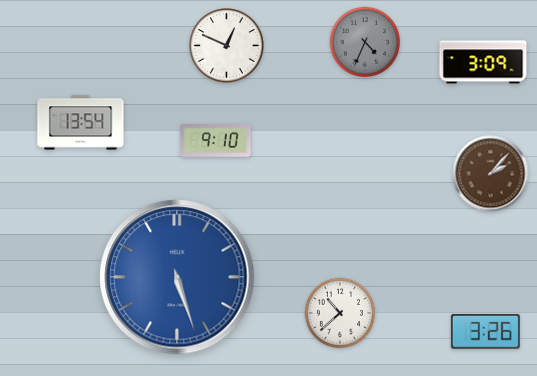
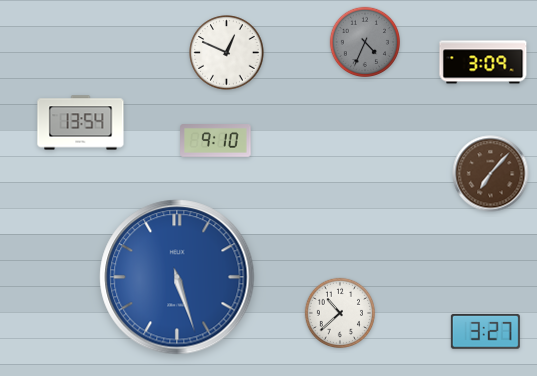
clock at (227, 46) position: (227, 46) -> (227, 53)
clock at (491, 174): 2:07 -> 7:07
clock at (485, 332): 3:26 -> 3:27
